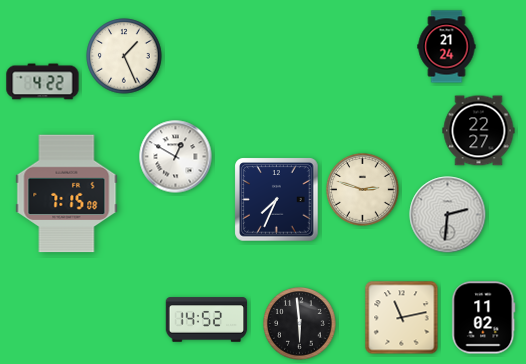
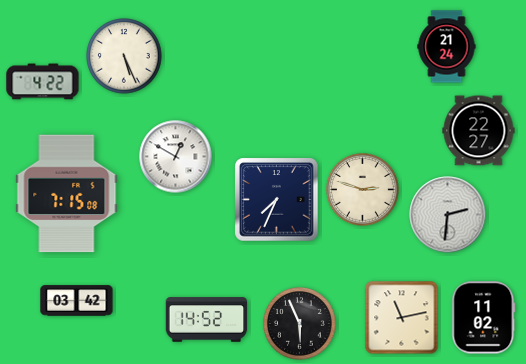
clock at (124, 56): 1:26 -> 5:26
clock at (77, 301): none -> 03:42
clock at (300, 324): 5:59 -> 5:56
